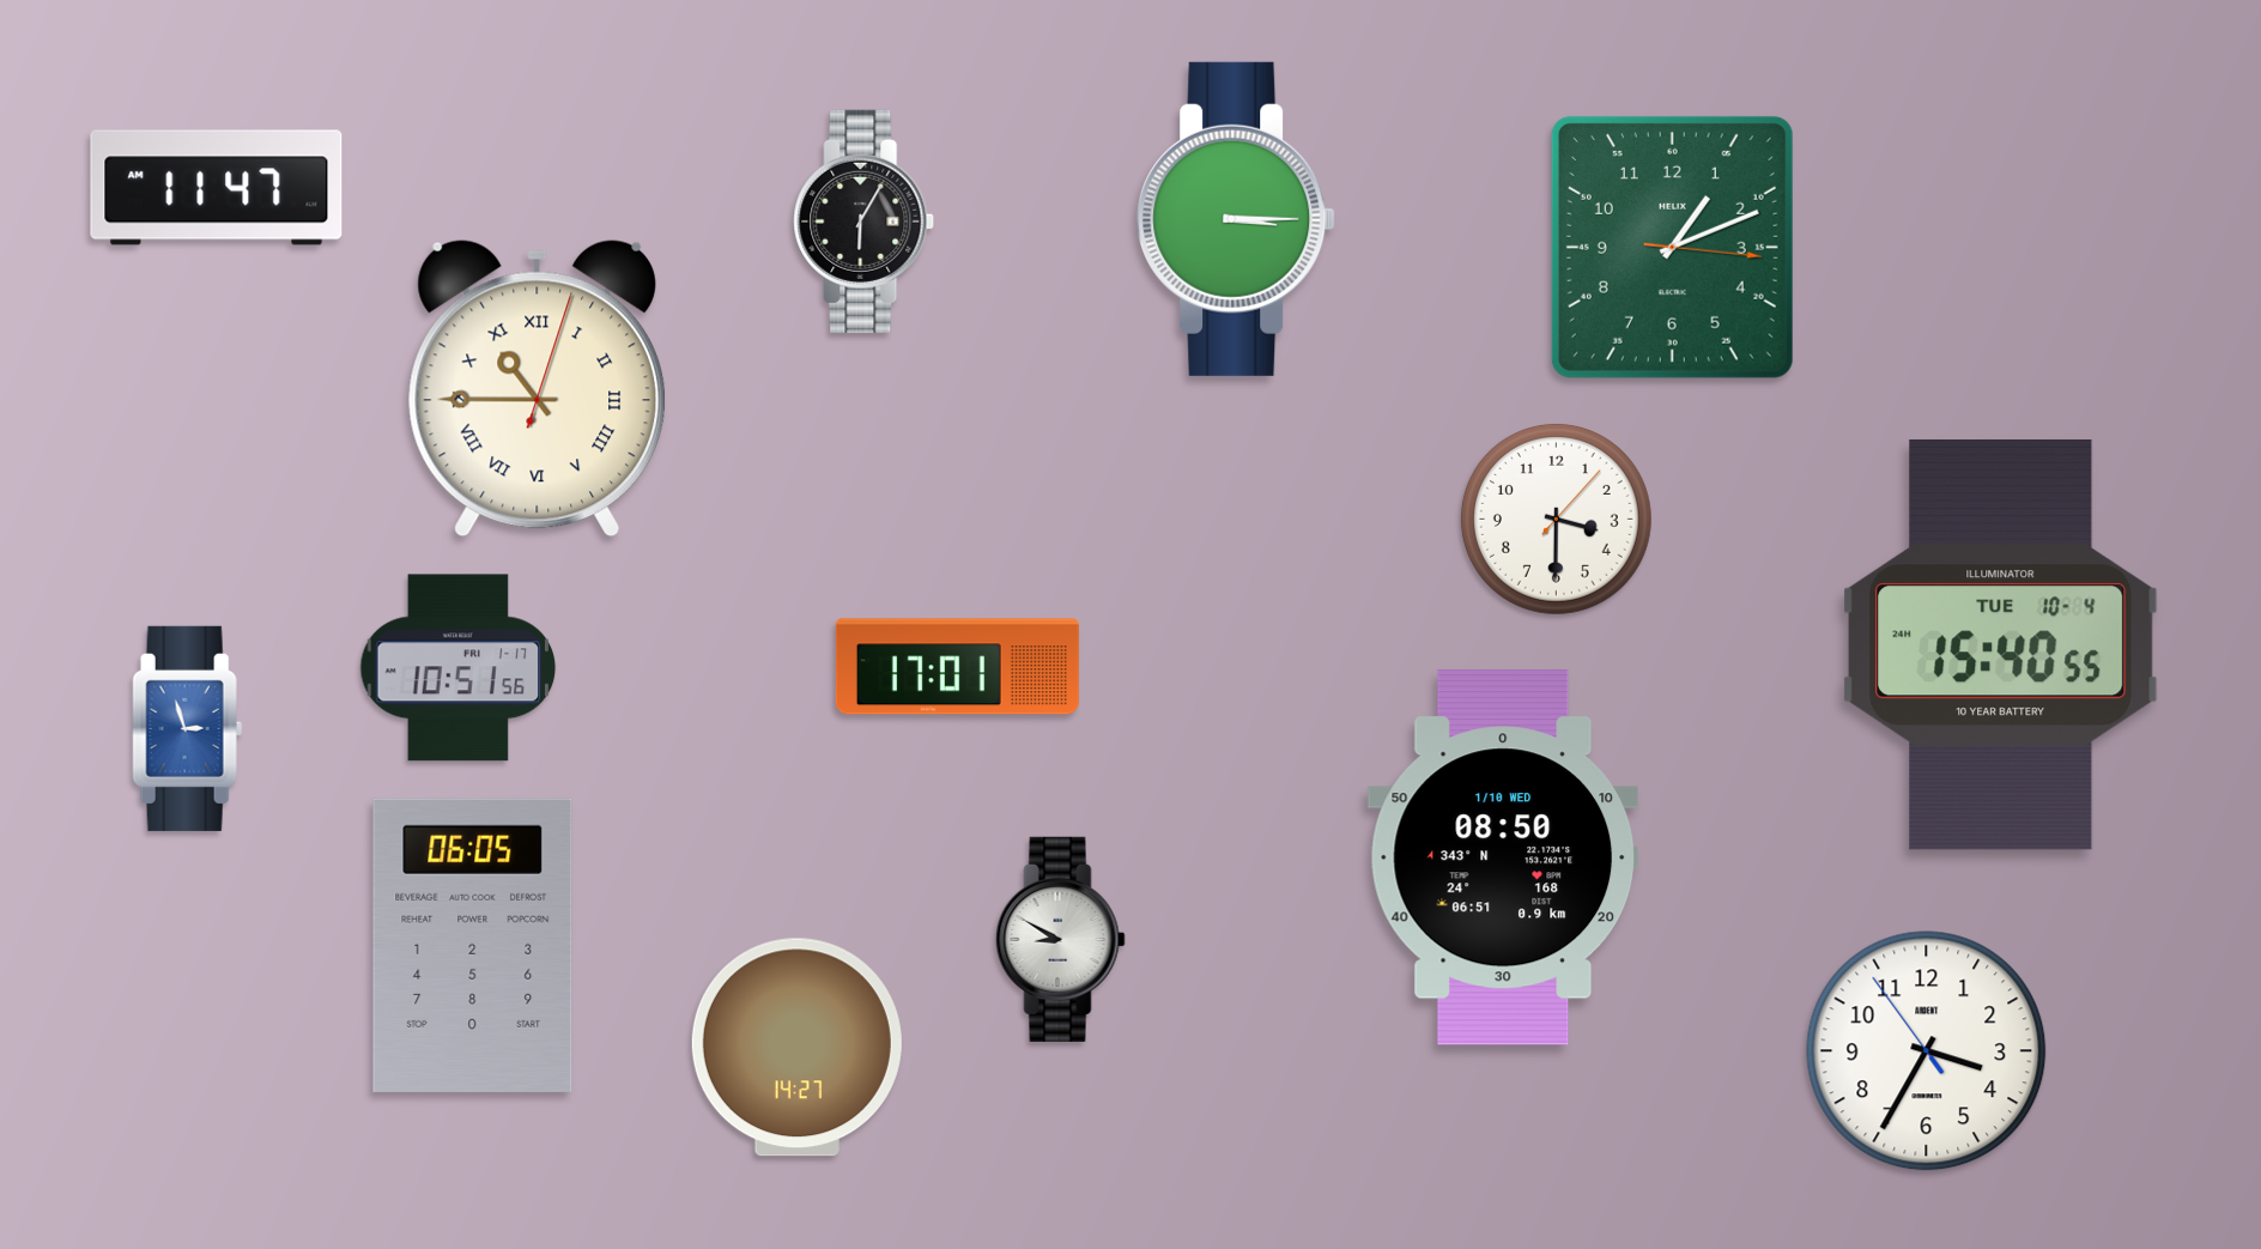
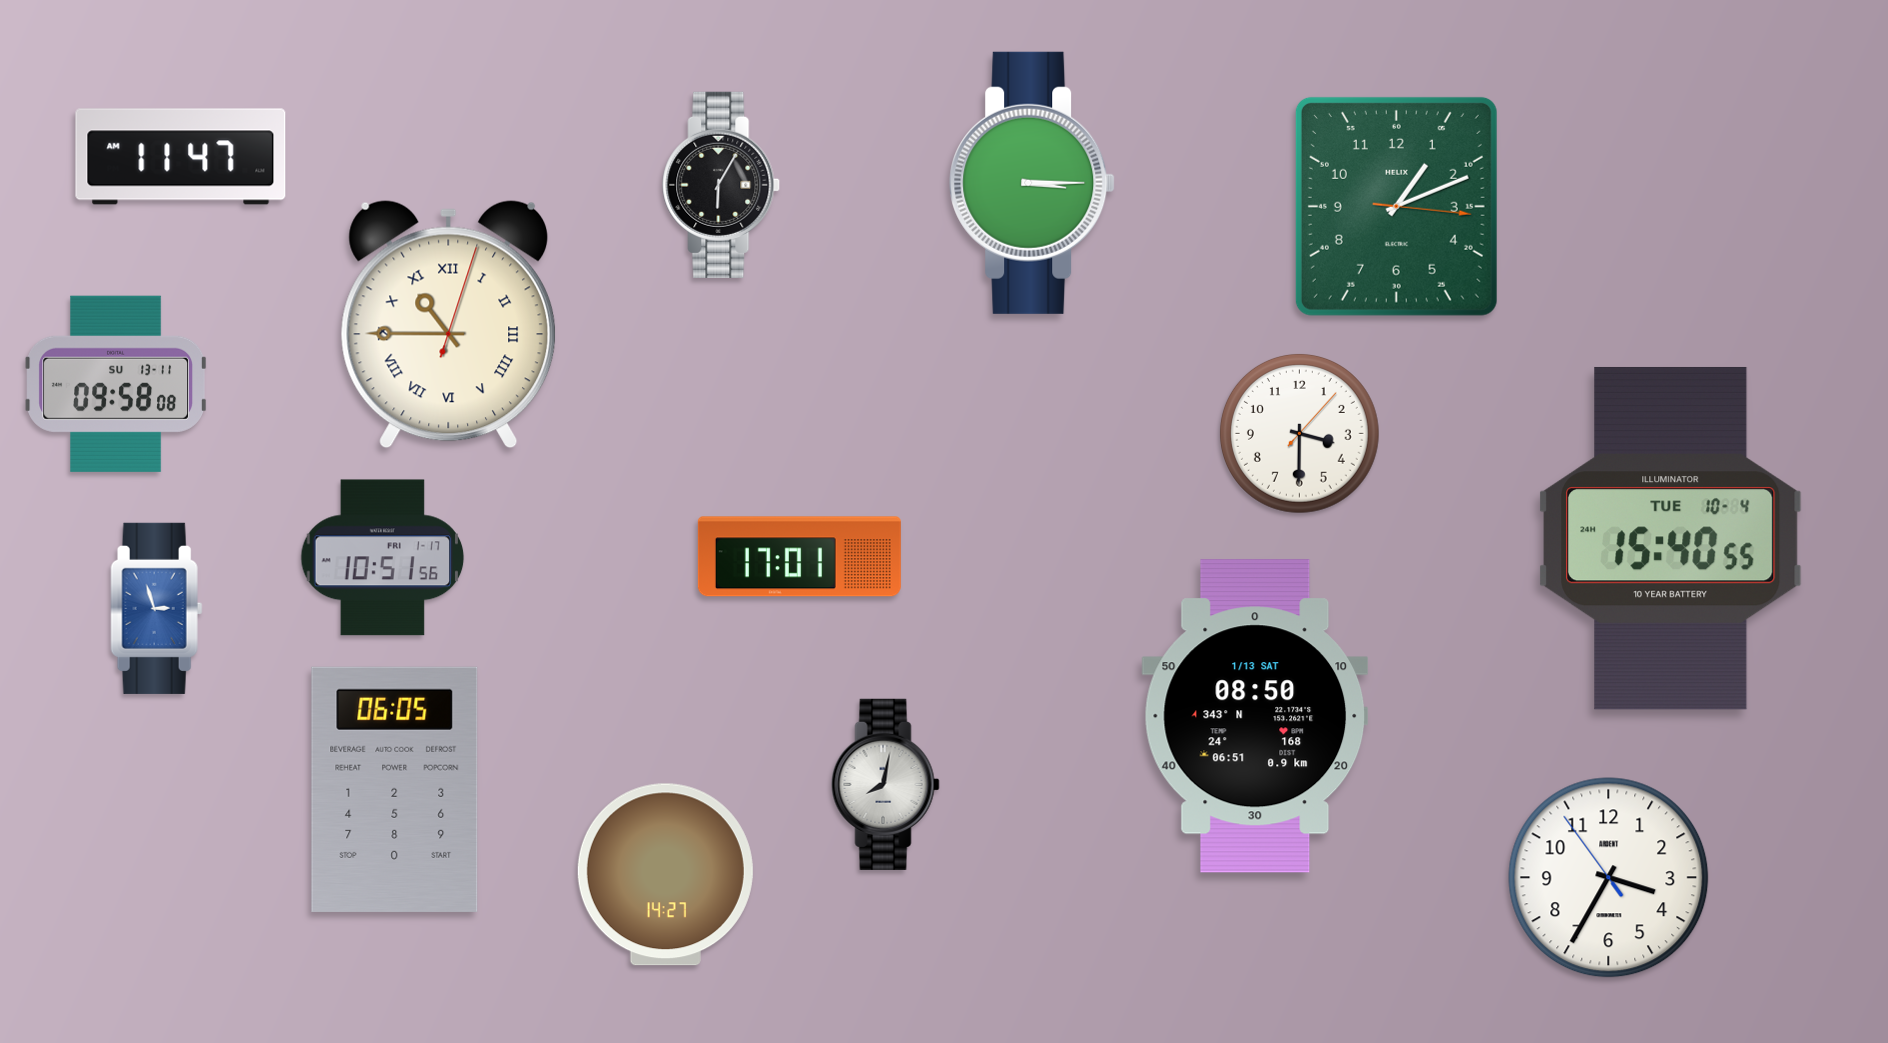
clock at (117, 384): none -> 09:58
clock at (1503, 857) date: 1/10 WED -> 1/13 SAT
clock at (1061, 939): 8:50 -> 8:02
